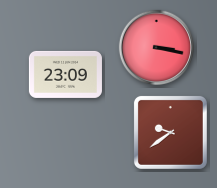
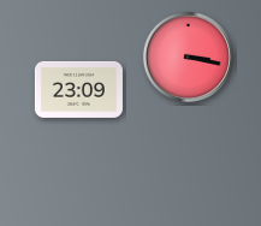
clock at (170, 132): 9:39 -> none
